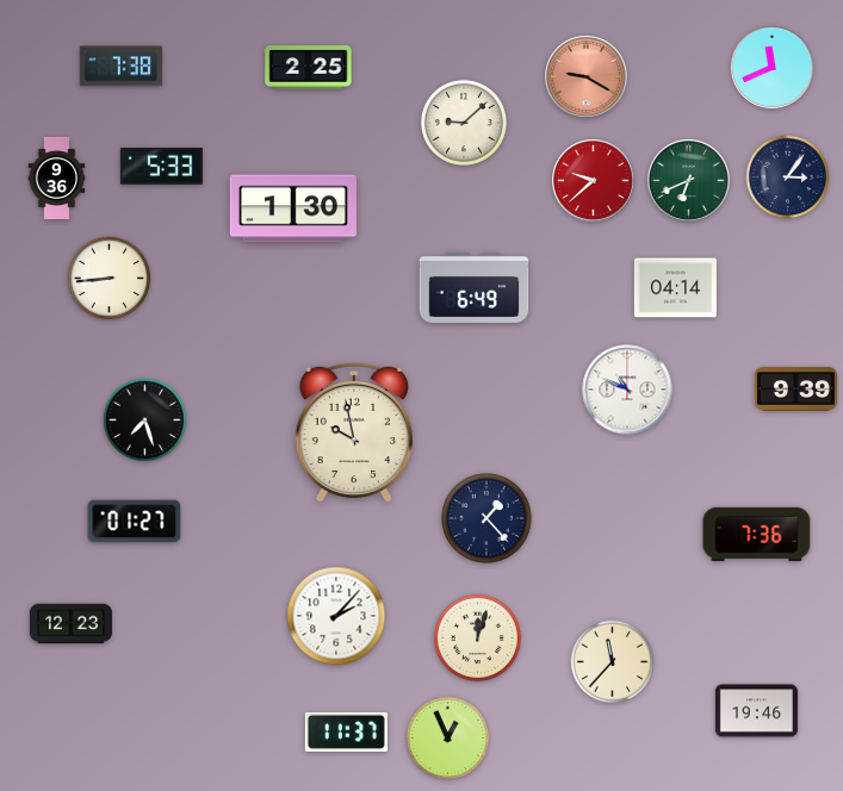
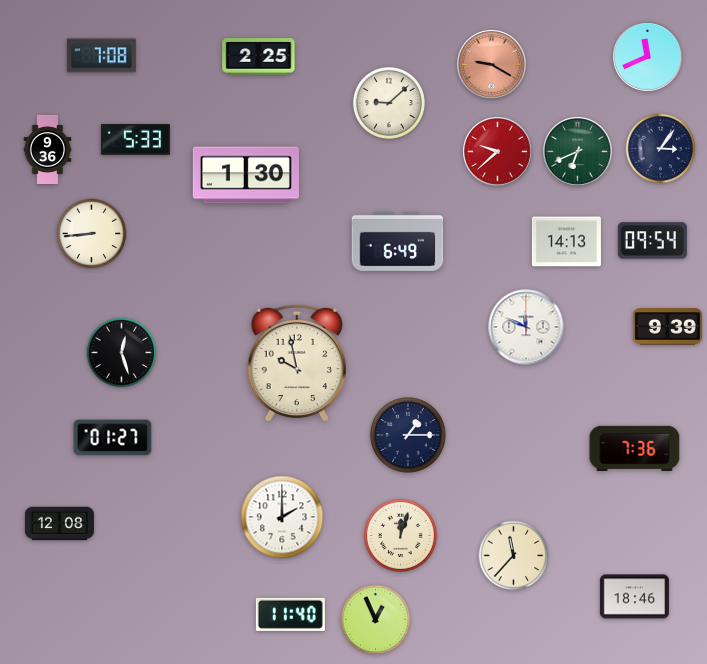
clock at (120, 67): 7:38 -> 7:08
clock at (652, 241): none -> 09:54
clock at (675, 288): 04:14 -> 14:13
clock at (627, 390): 10:49 -> 11:49
clock at (145, 421): 7:27 -> 12:27
clock at (486, 518): 1:23 -> 1:15
clock at (336, 616): 2:07 -> 2:00
clock at (70, 624): 12:23 -> 12:08
clock at (756, 711): 19:46 -> 18:46
clock at (346, 731): 11:37 -> 11:40
